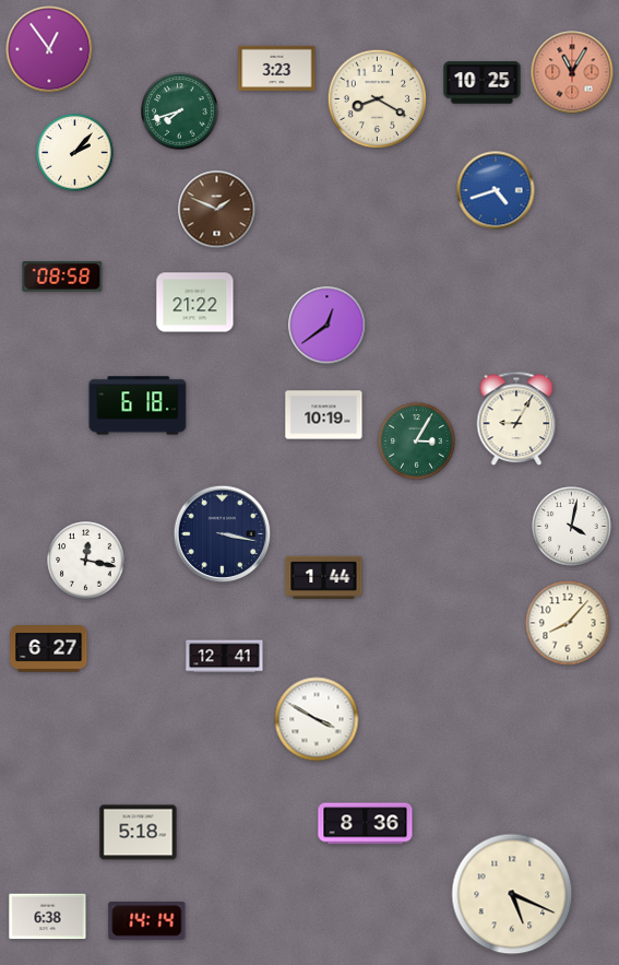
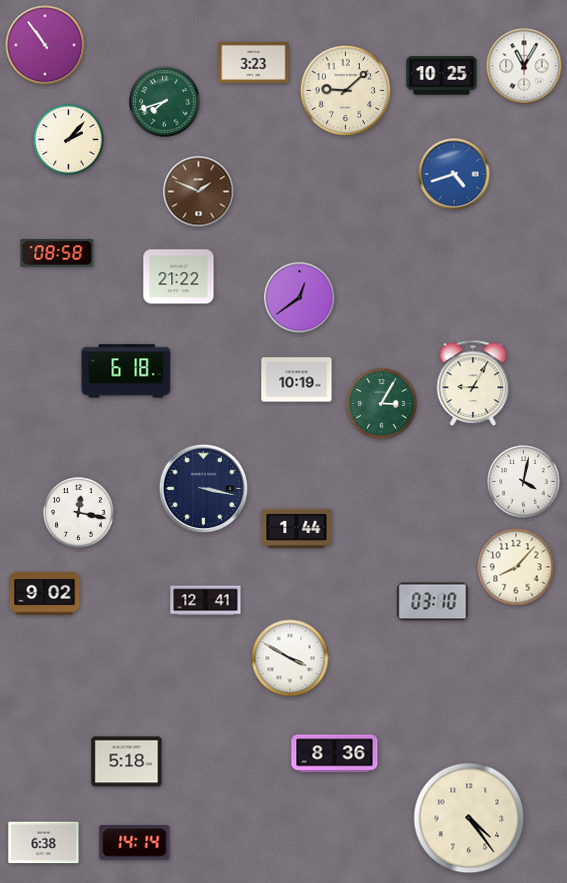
clock at (49, 49): 12:54 -> 10:54
clock at (572, 72) dial: salmon -> white
clock at (377, 98): 8:20 -> 9:08
clock at (568, 623) position: (568, 623) -> (516, 567)
clock at (49, 649): 6:27 -> 9:02
clock at (433, 602): none -> 03:10
clock at (512, 894): 5:19 -> 4:24
clock at (48, 917) position: (48, 917) -> (44, 843)
